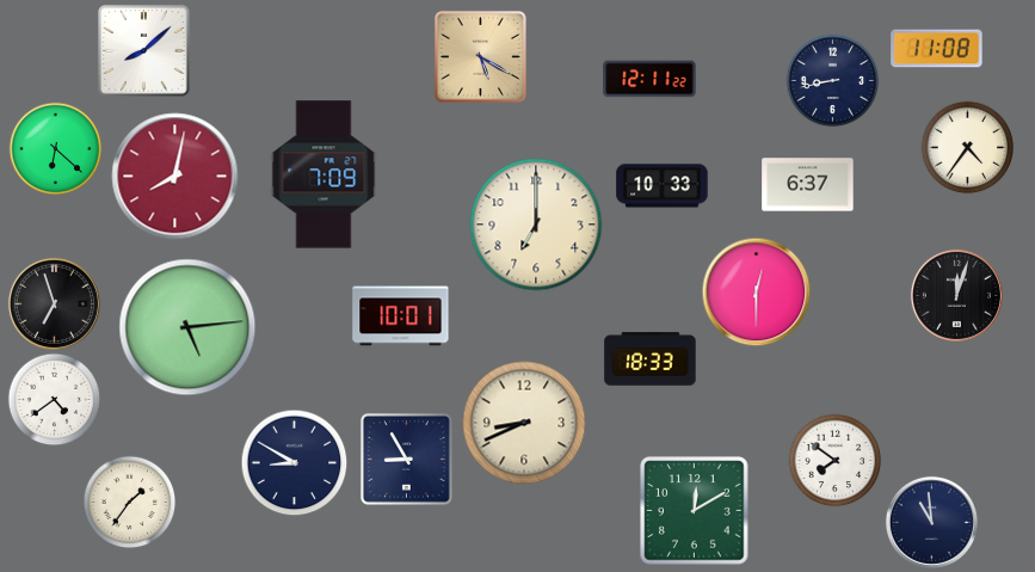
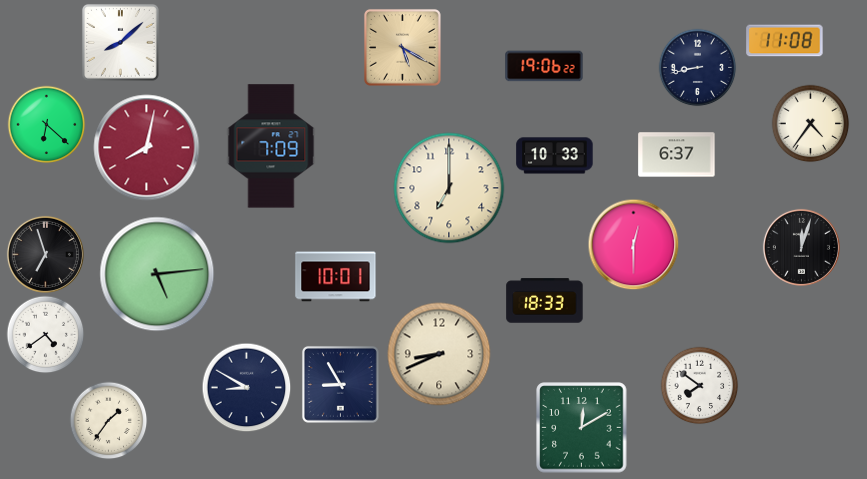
clock at (649, 79): 12:11 -> 19:06
clock at (401, 316) position: (401, 316) -> (336, 277)
clock at (931, 522): 10:59 -> none
